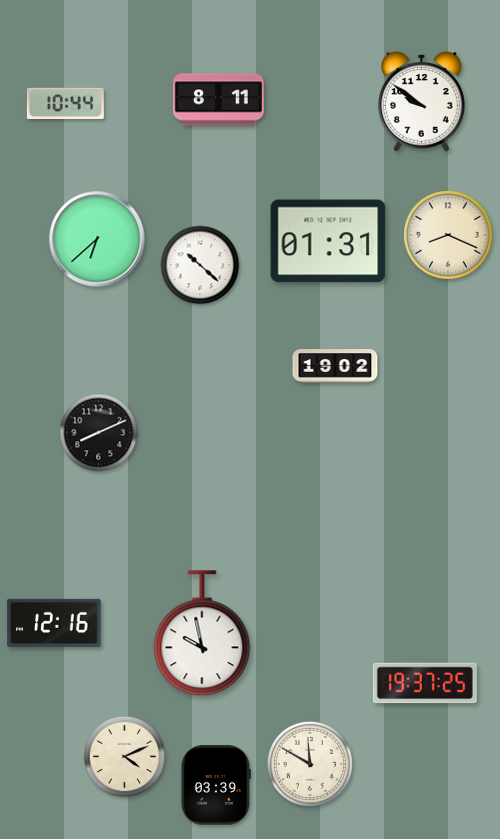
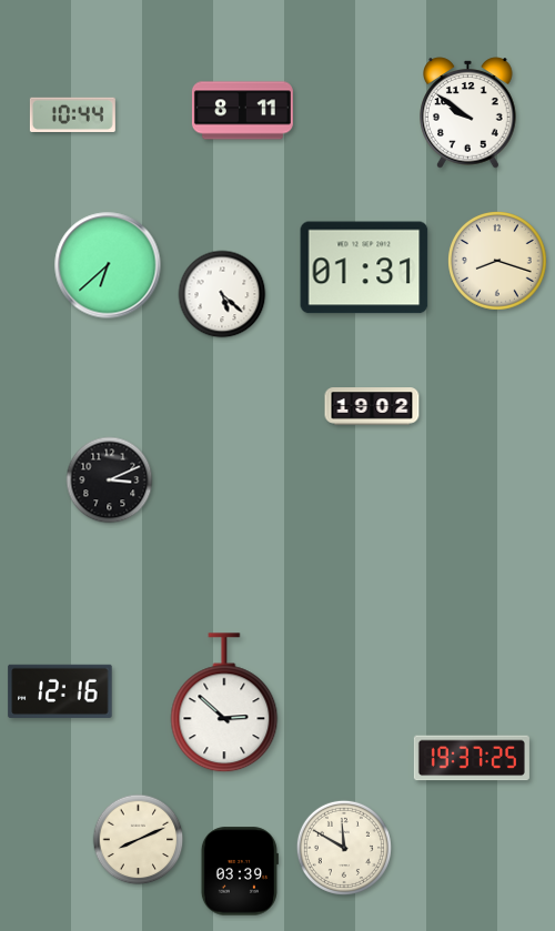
clock at (449, 236): 8:19 -> 8:18
clock at (200, 265): 10:22 -> 5:22
clock at (99, 433): 8:11 -> 3:11
clock at (202, 634): 9:58 -> 2:52
clock at (125, 757): 4:11 -> 8:11
